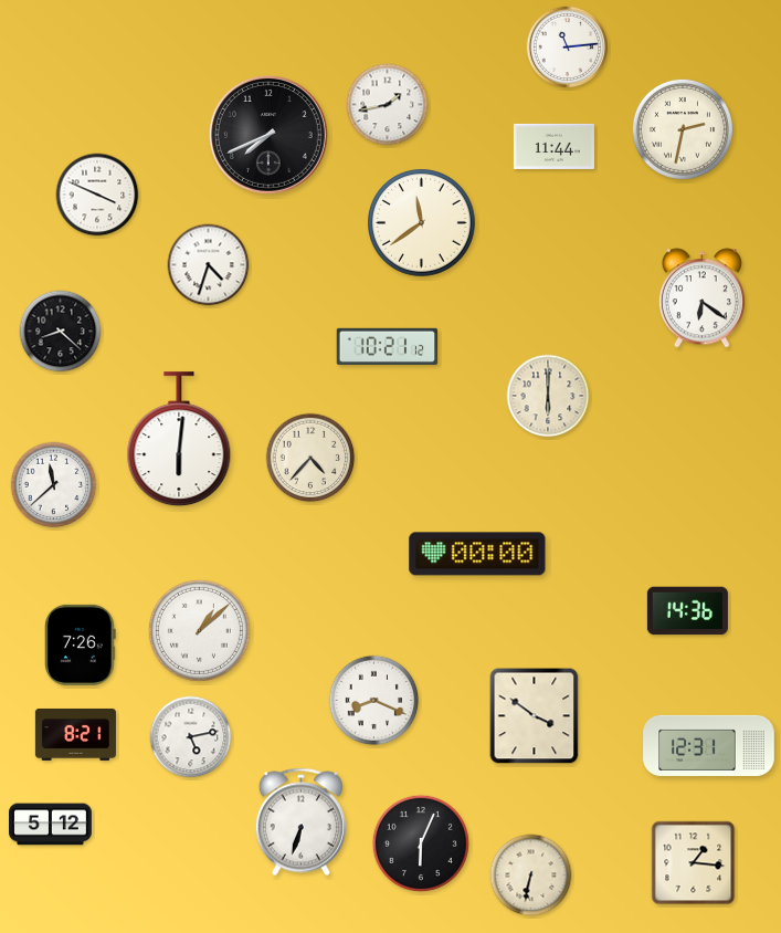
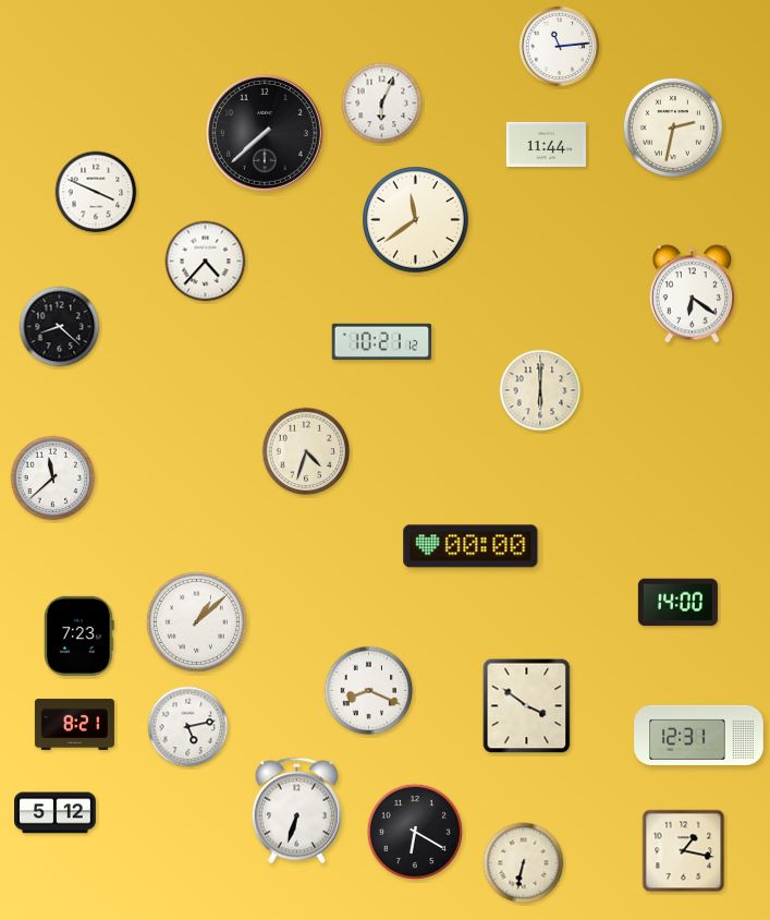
clock at (388, 105): 1:43 -> 6:04
clock at (268, 135): 7:41 -> 7:38
clock at (209, 265): 4:33 -> 4:37
clock at (179, 440): 6:01 -> none
clock at (310, 458): 4:37 -> 4:33
clock at (687, 611): 14:36 -> 14:00
clock at (81, 644): 7:26 -> 7:23
clock at (51, 825) position: (51, 825) -> (56, 813)
clock at (421, 843): 6:04 -> 6:20
clock at (694, 863): 1:16 -> 1:17
